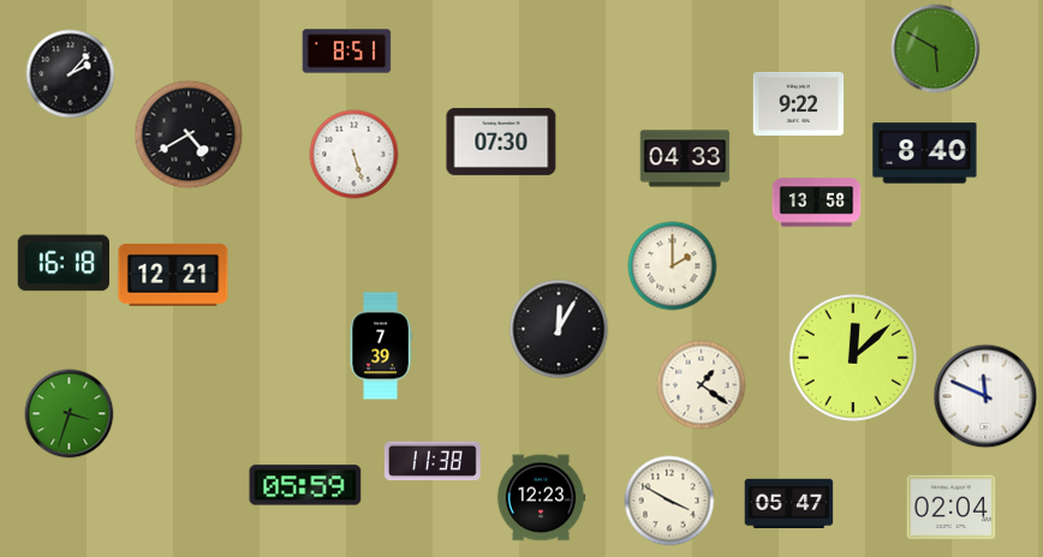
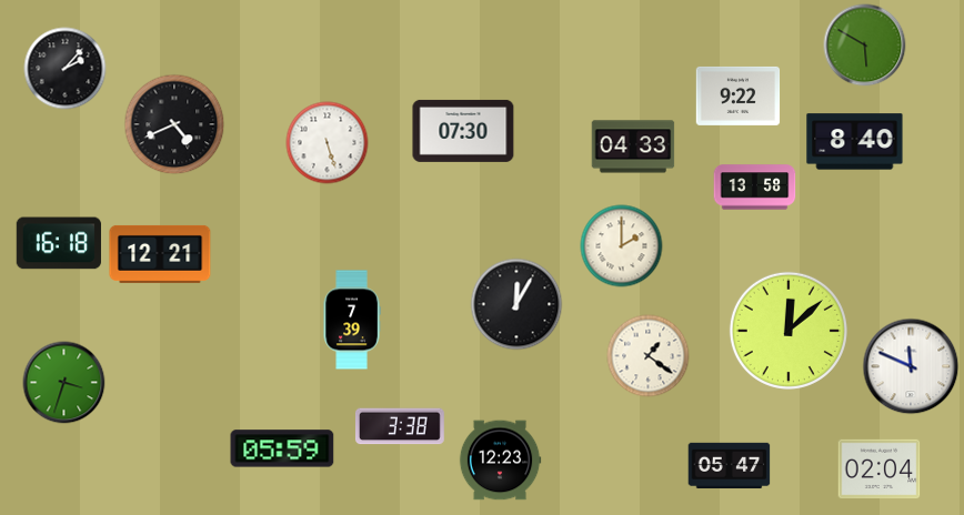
clock at (347, 52): 8:51 -> none
clock at (189, 134): 4:40 -> 4:41
clock at (433, 461): 11:38 -> 3:38
clock at (669, 501): 3:50 -> none
